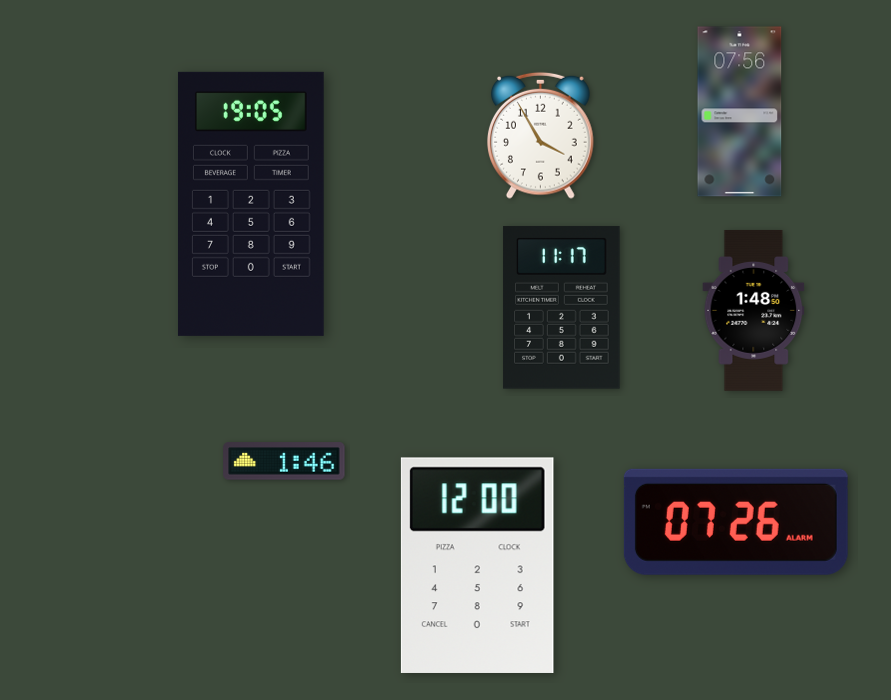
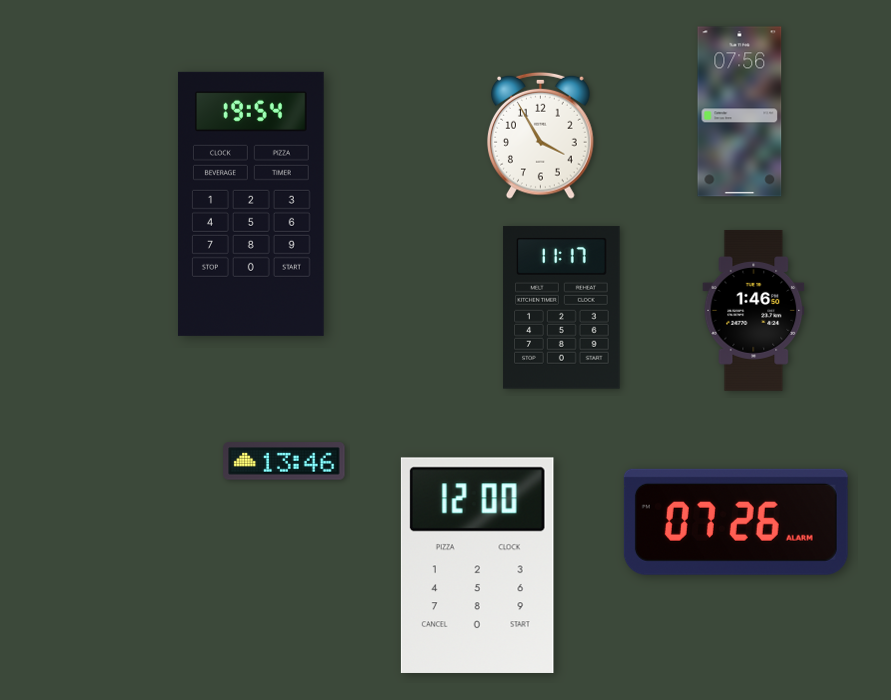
clock at (251, 204): 19:05 -> 19:54
clock at (754, 310): 1:48 -> 1:46
clock at (284, 461): 1:46 -> 13:46
